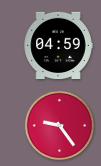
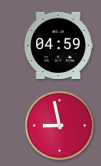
clock at (60, 126): 9:24 -> 8:58
